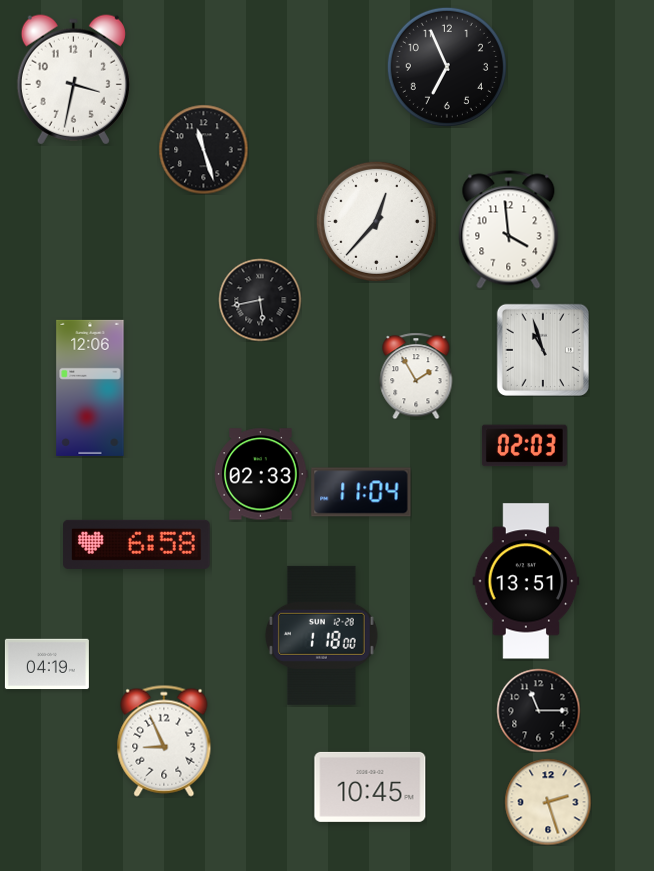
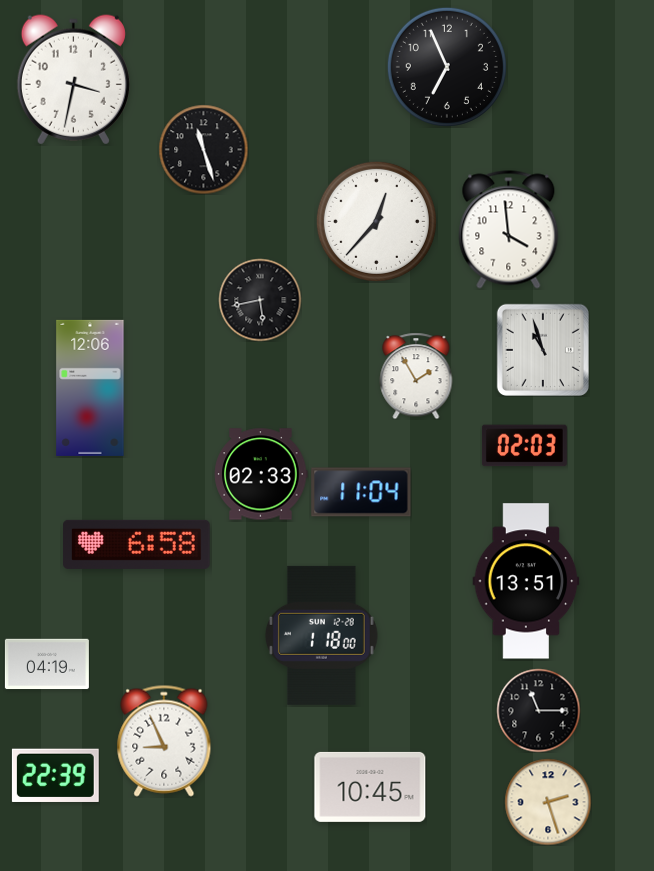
clock at (55, 775): none -> 22:39
